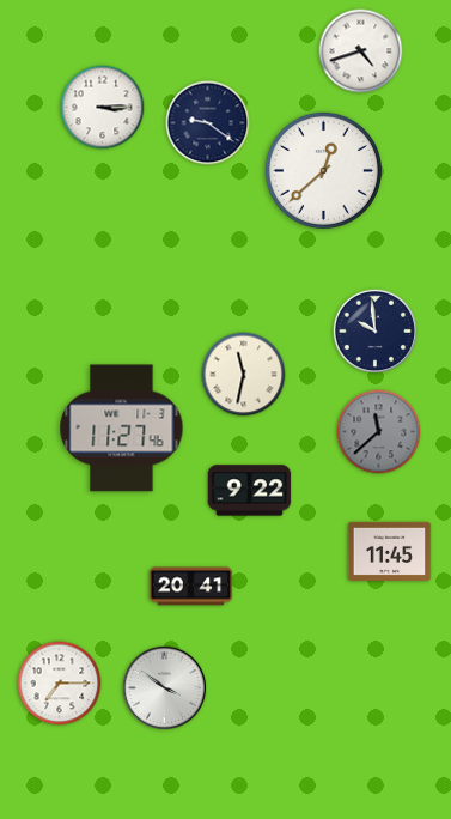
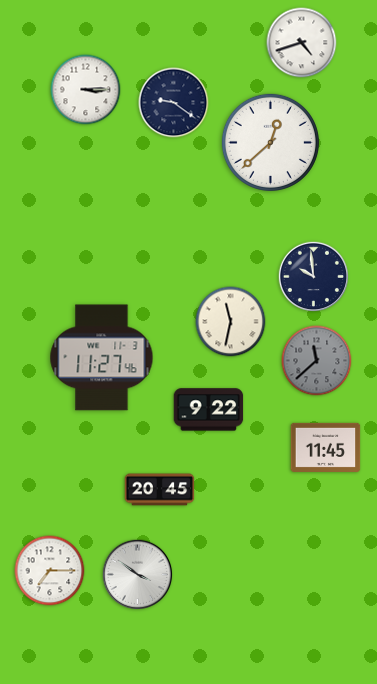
clock at (244, 375) position: (244, 375) -> (231, 322)
clock at (390, 551) position: (390, 551) -> (326, 447)
clock at (191, 587): 20:41 -> 20:45
